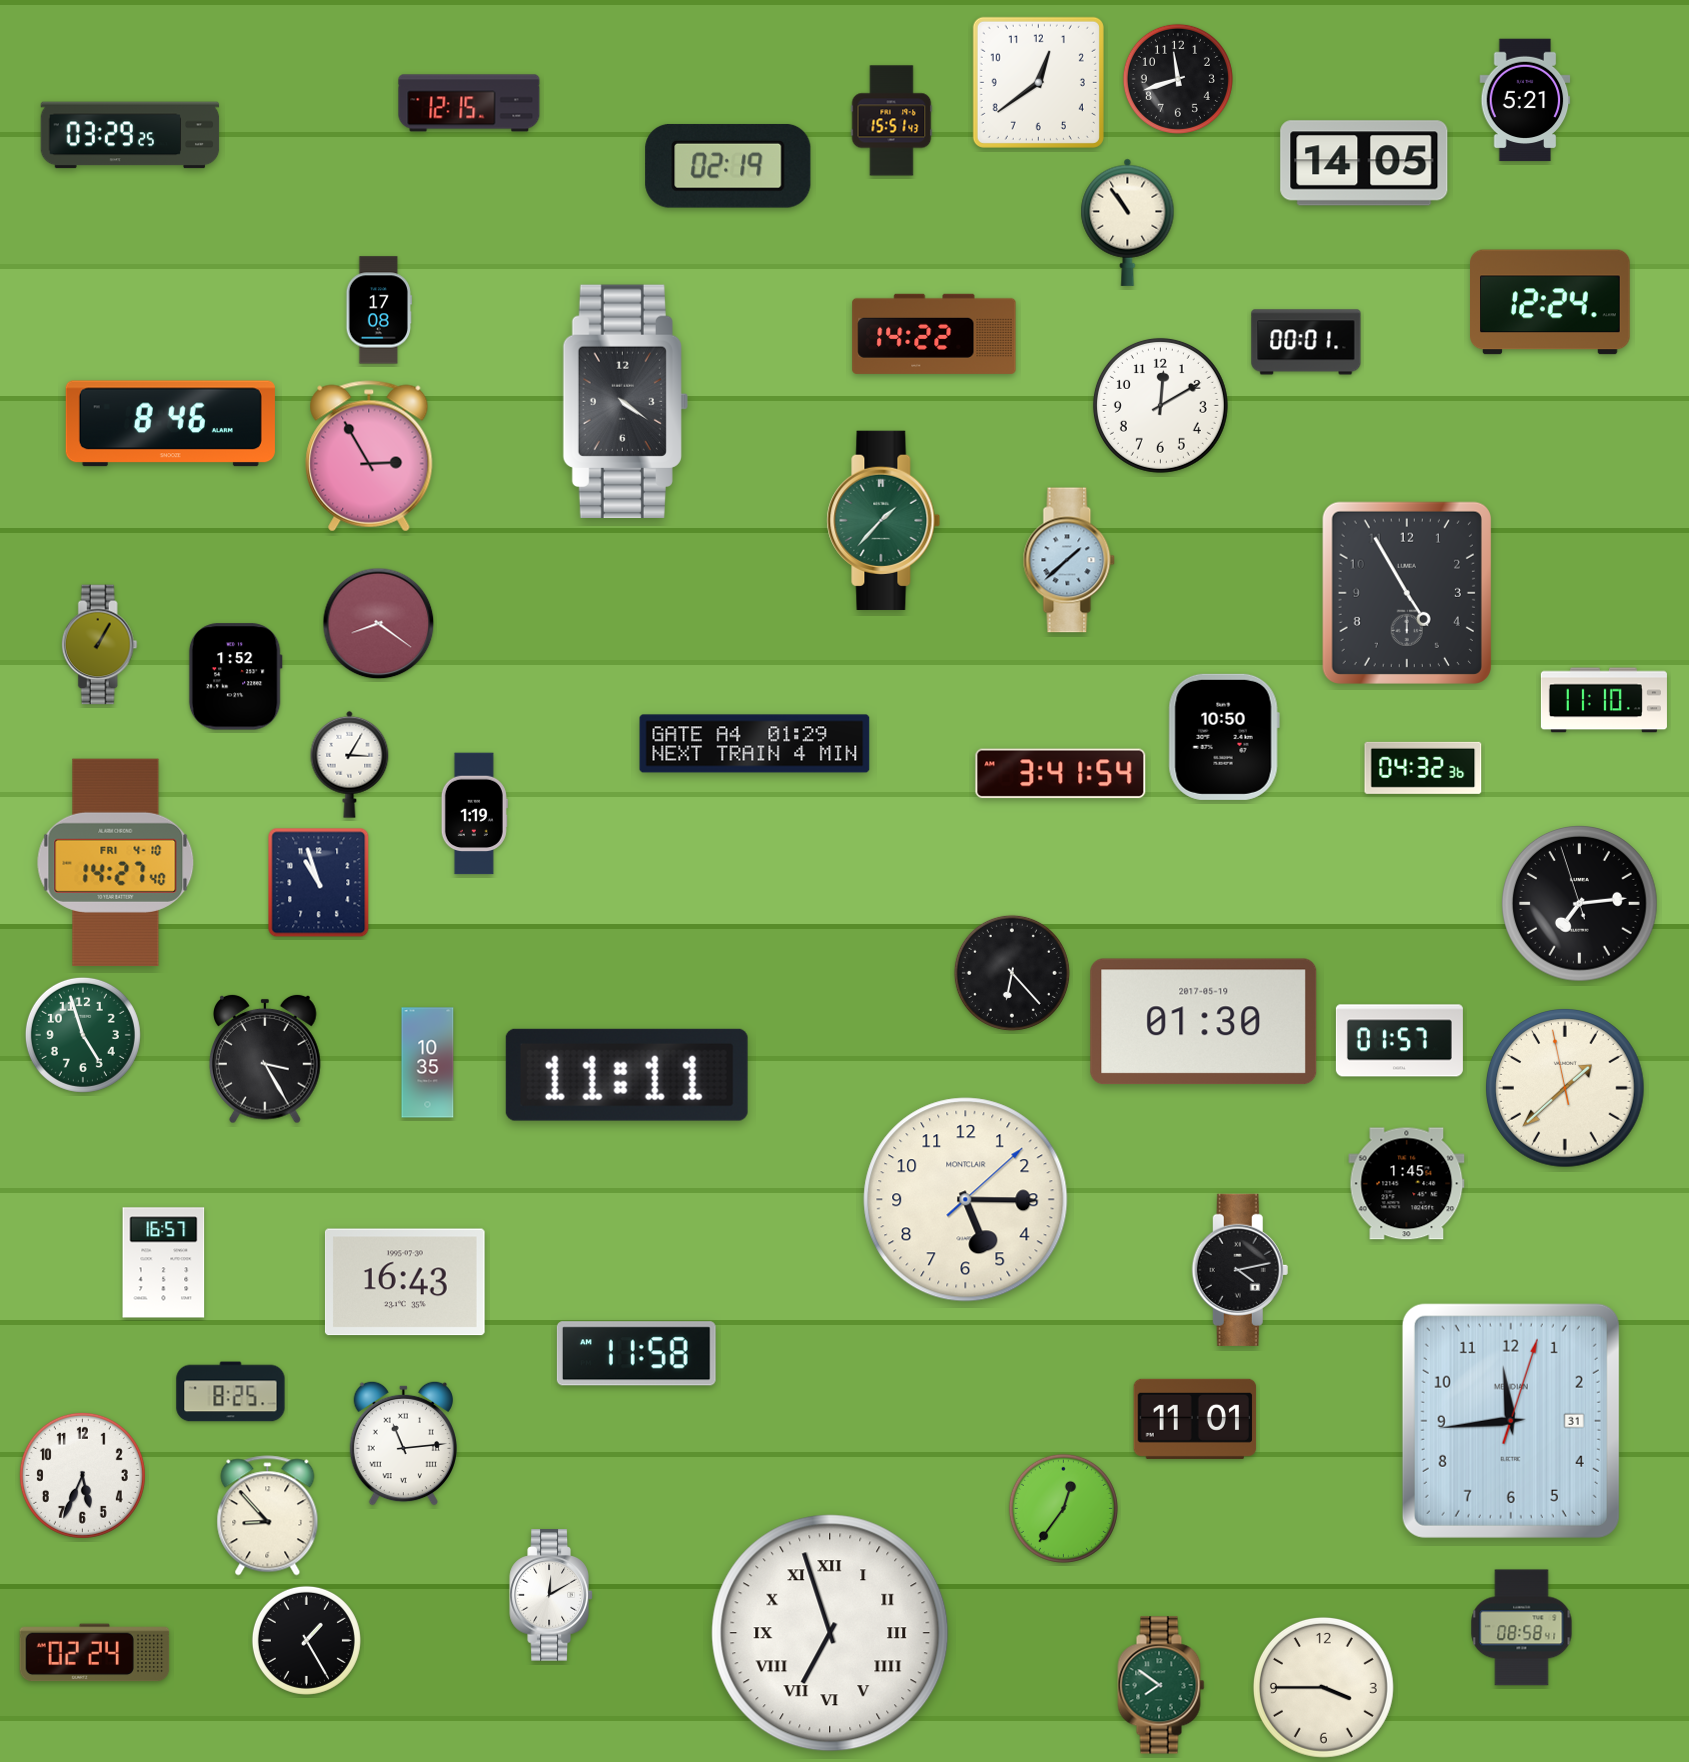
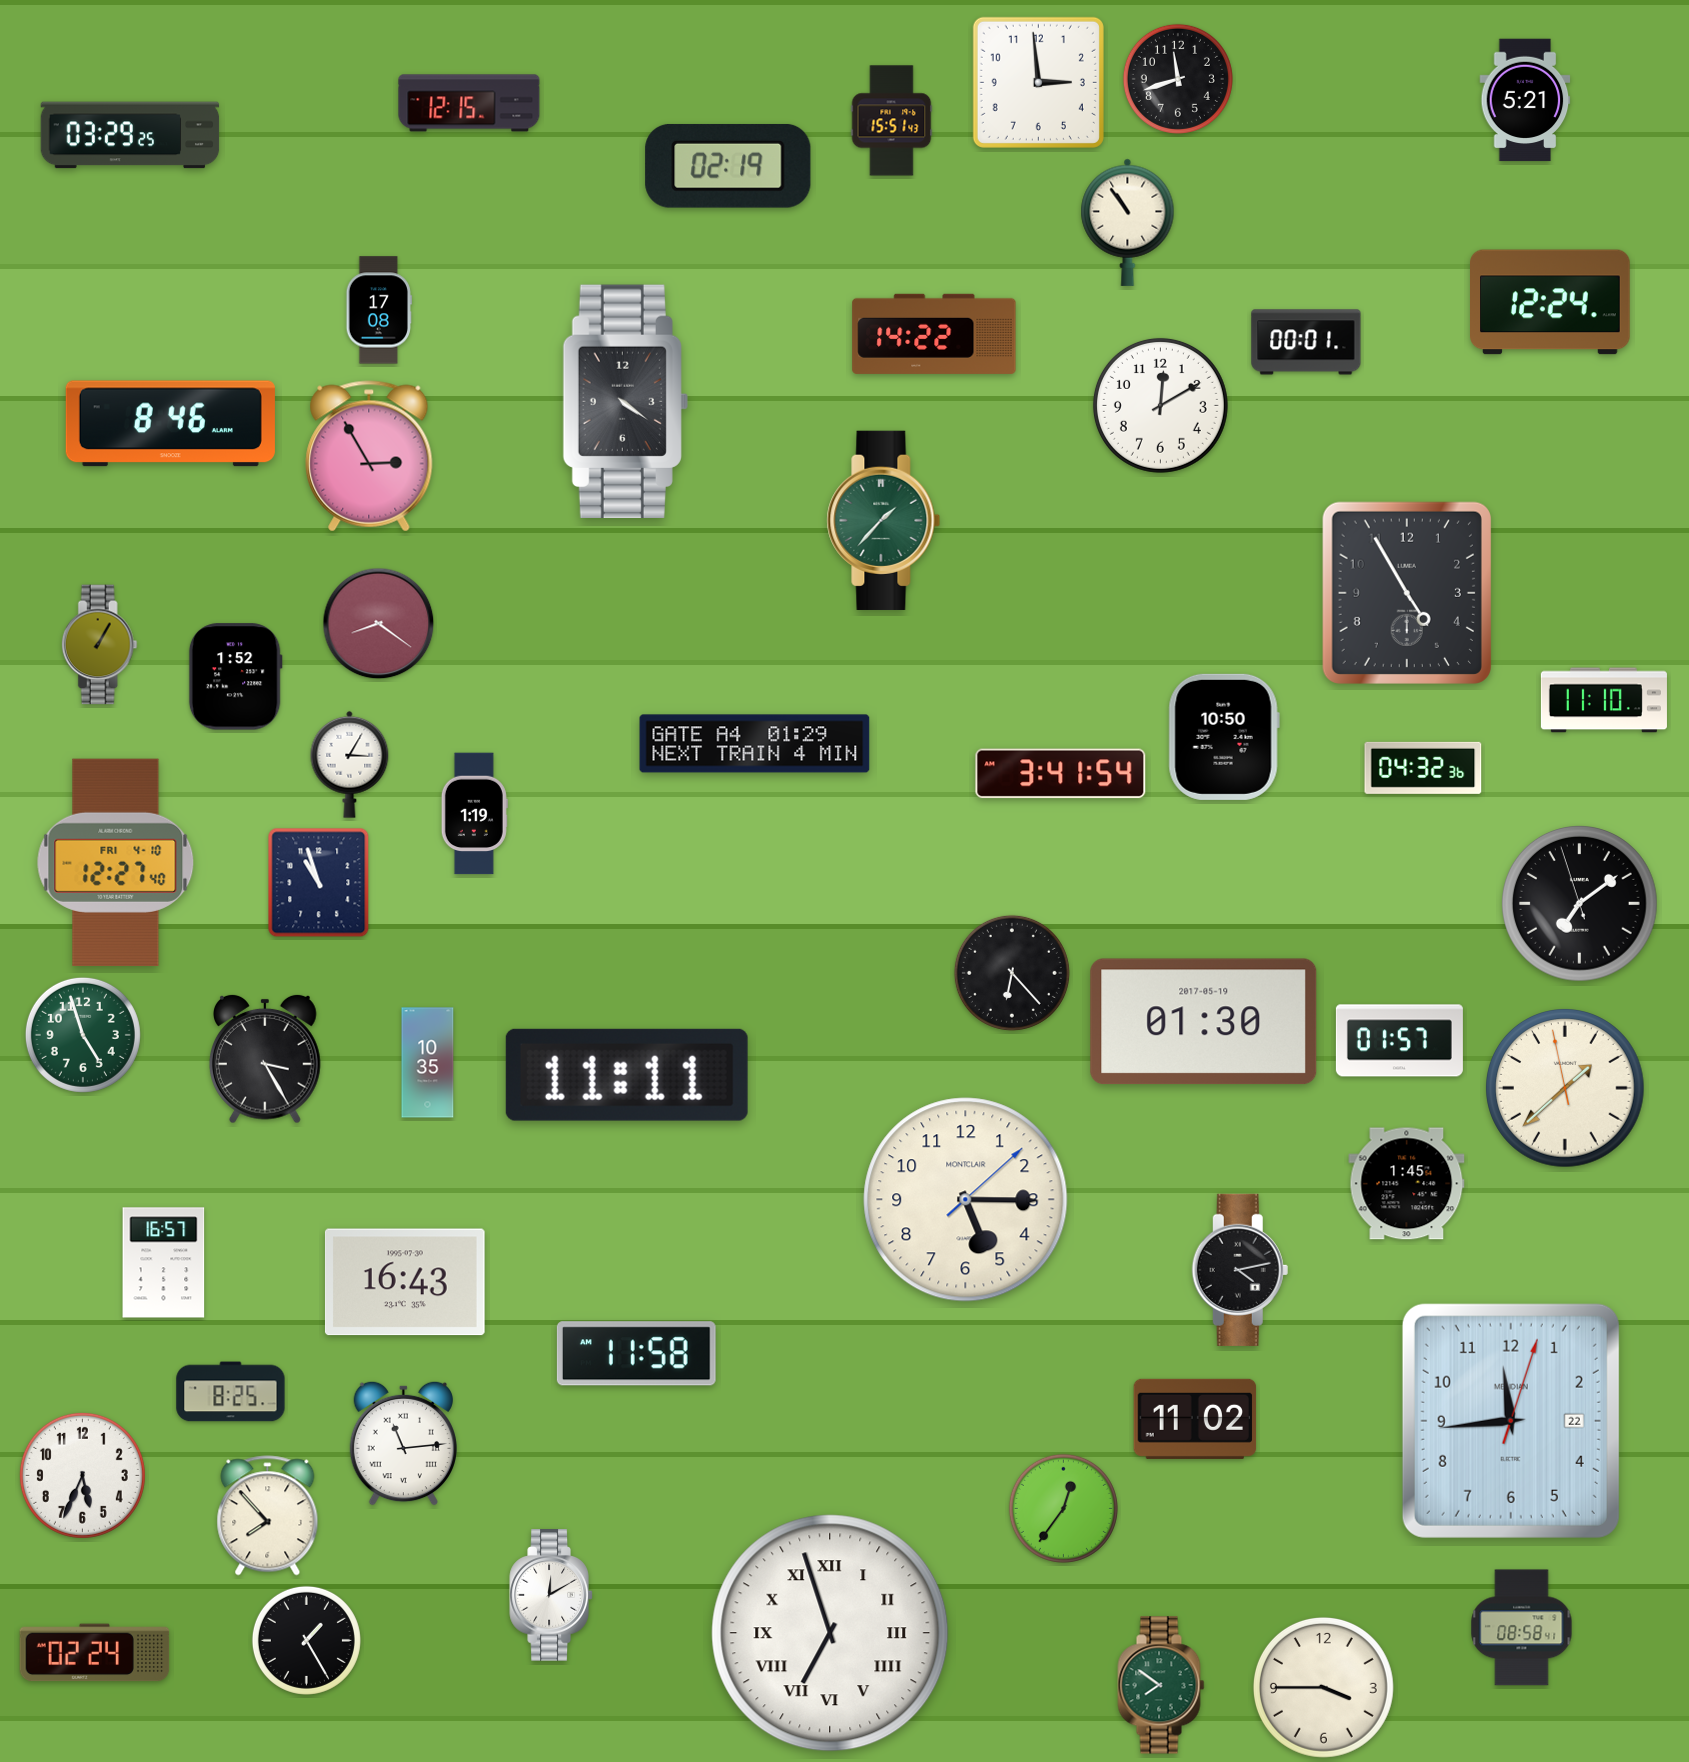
clock at (1038, 82): 12:39 -> 2:59
clock at (1364, 163): 14:05 -> none
clock at (1069, 560): 1:38 -> none
clock at (116, 862): 14:27 -> 12:27
clock at (1580, 904): 7:13 -> 7:08
clock at (1195, 1419): 11:01 -> 11:02
clock at (1511, 1421) date: 31 -> 22
clock at (268, 1516): 8:53 -> 7:53
